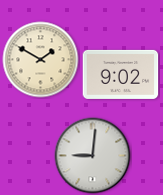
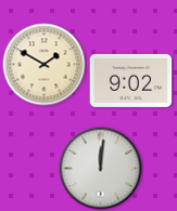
clock at (93, 156): 9:01 -> 12:01
